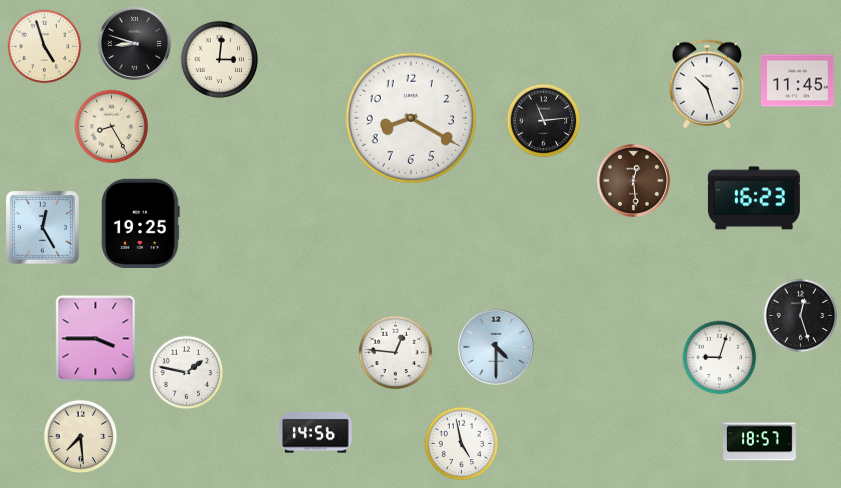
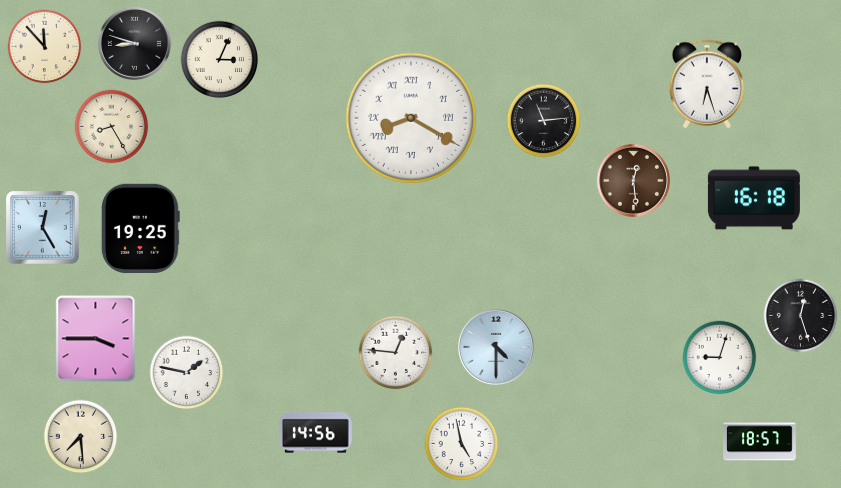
clock at (45, 47): 4:57 -> 11:53
clock at (220, 60): 3:01 -> 3:04
clock at (798, 81): 11:45 -> none
clock at (707, 84): 10:27 -> 6:27
clock at (410, 117) numerals: Arabic -> Roman
clock at (754, 198): 16:23 -> 16:18
clock at (141, 223) position: (141, 223) -> (141, 228)
